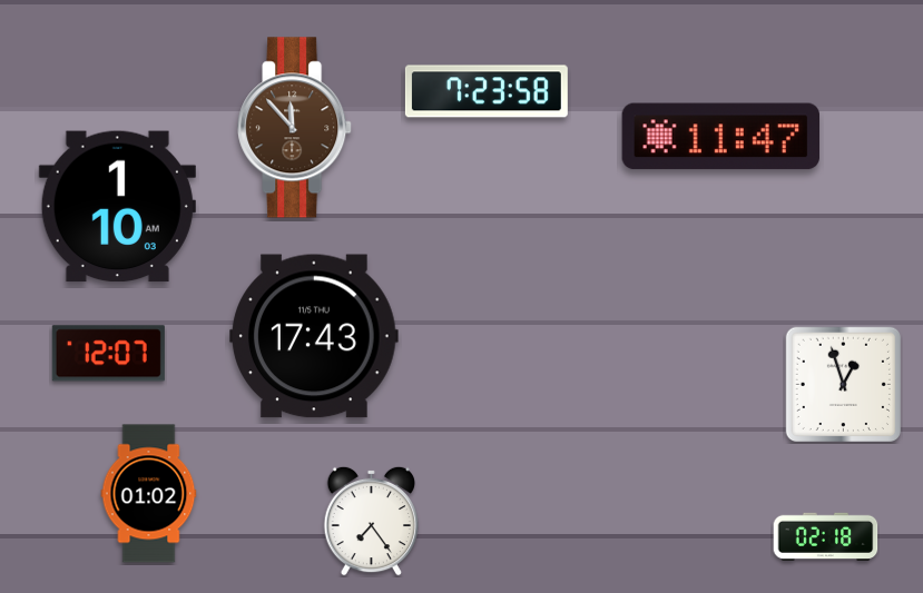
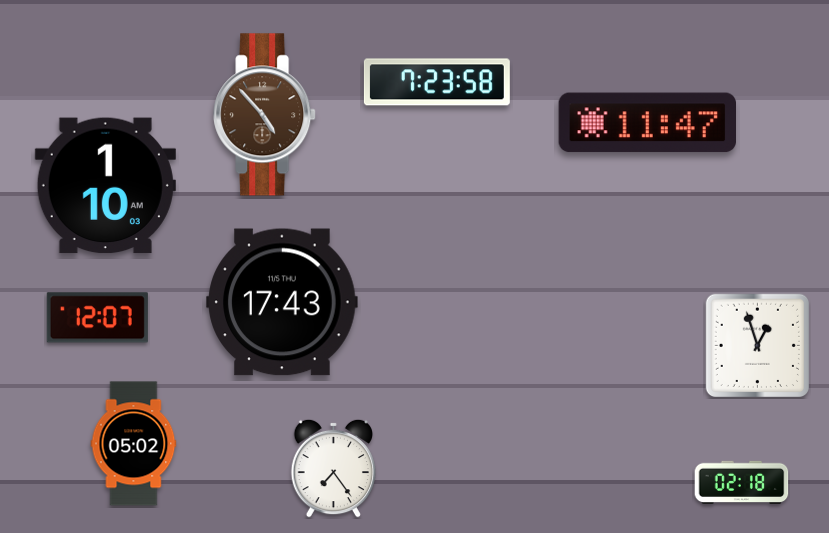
clock at (295, 128): 11:53 -> 4:53
clock at (149, 494): 01:02 -> 05:02
